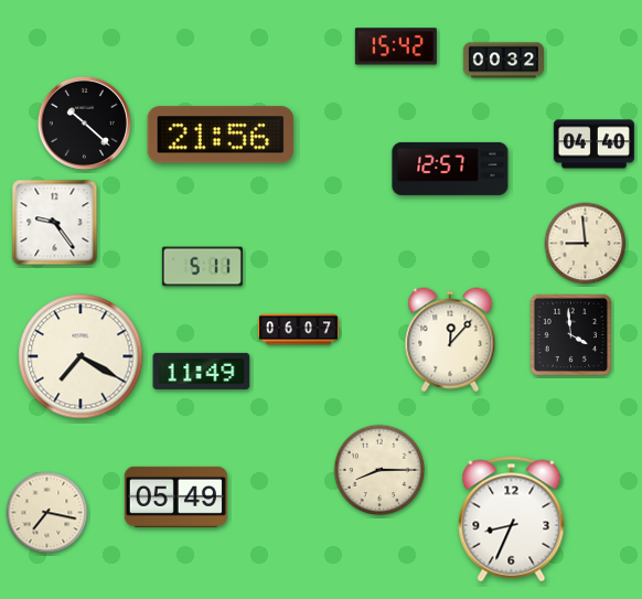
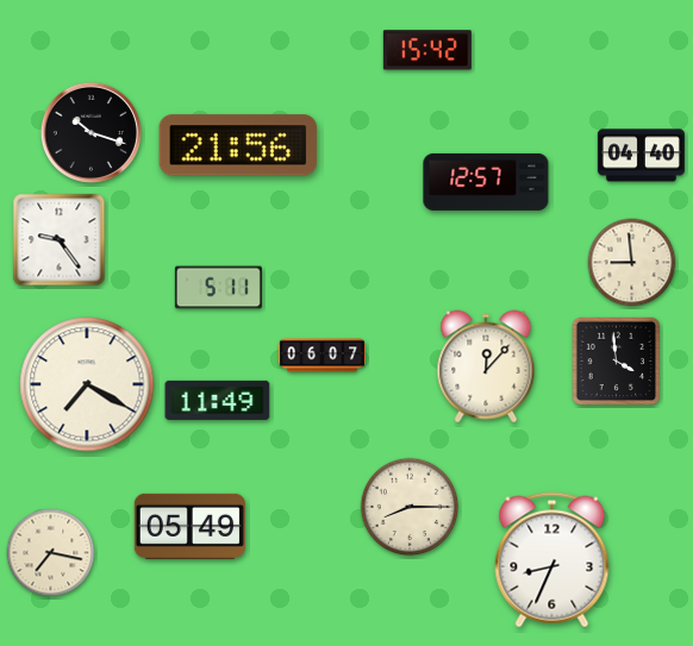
clock at (503, 61): 00:32 -> none
clock at (84, 122): 10:22 -> 10:18
clock at (175, 496) position: (175, 496) -> (189, 526)
